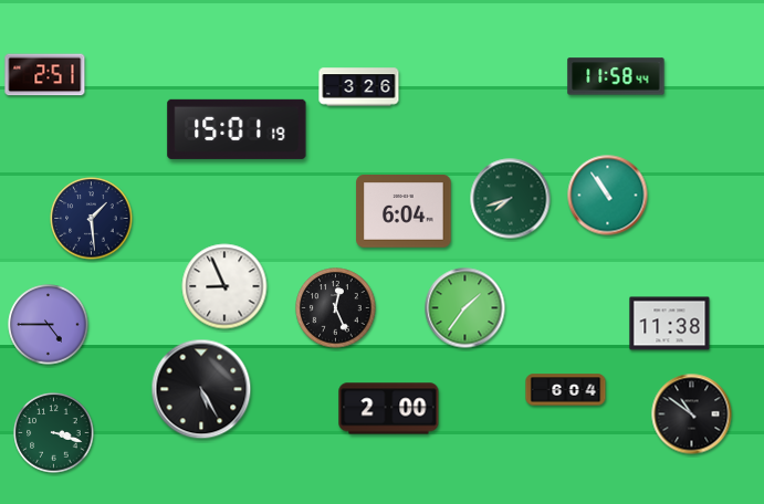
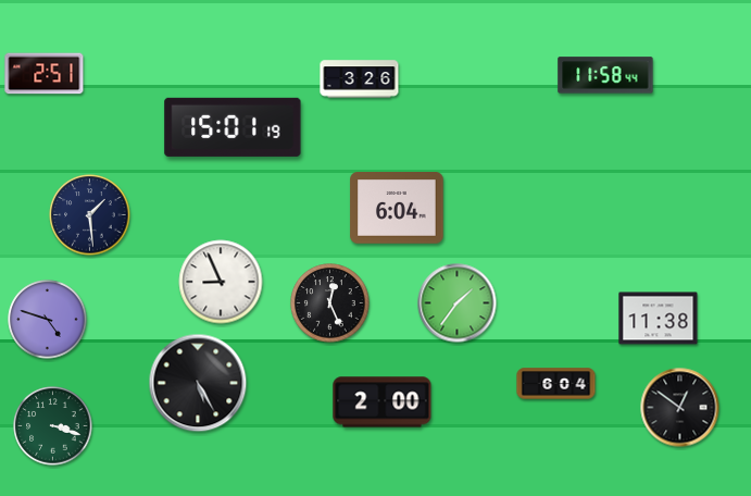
clock at (359, 87) position: (359, 87) -> (360, 79)
clock at (608, 196): 10:54 -> none
clock at (511, 199): 7:42 -> none
clock at (49, 325): 4:45 -> 4:48
clock at (692, 414): 10:51 -> 12:51
